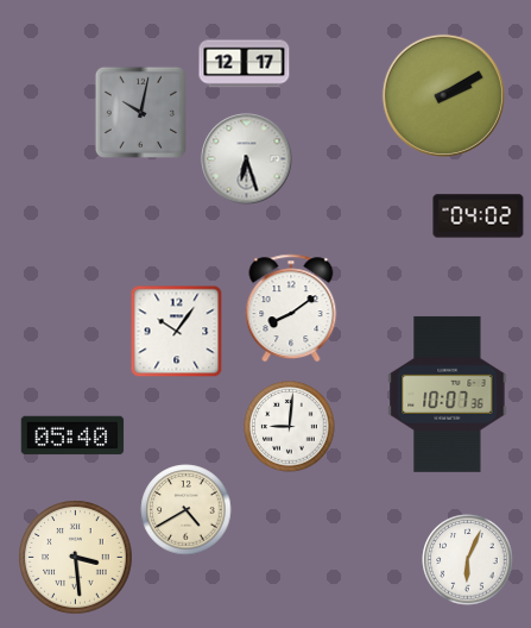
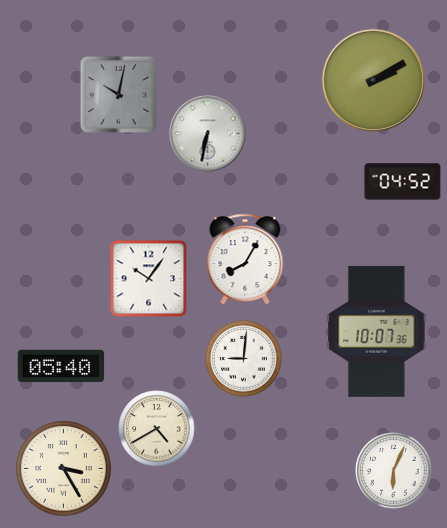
clock at (245, 64): 12:17 -> none
clock at (247, 159): 6:27 -> 6:32
clock at (479, 216): 04:02 -> 04:52
clock at (291, 308): 8:09 -> 8:05
clock at (76, 558): 3:29 -> 3:25
